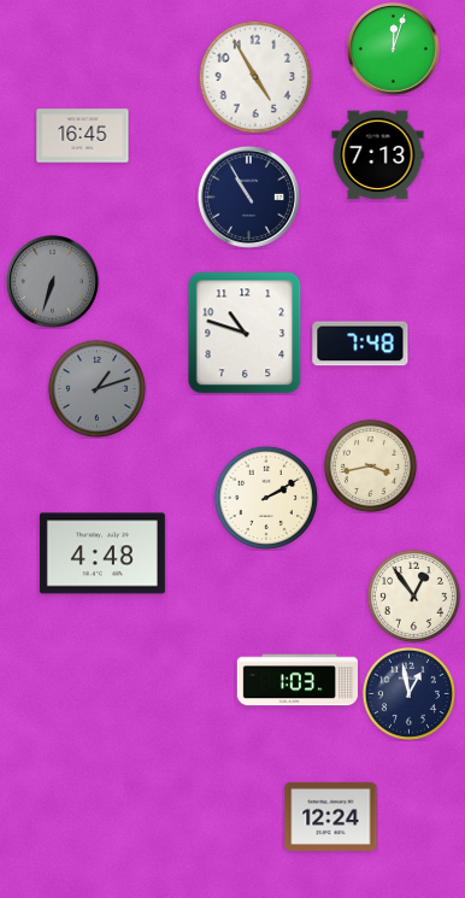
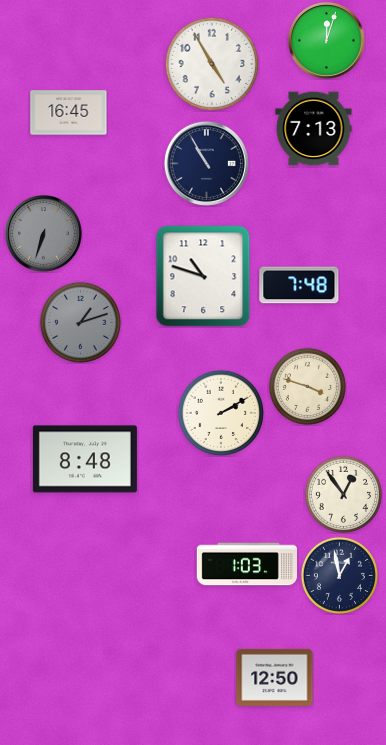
clock at (370, 465): 3:43 -> 3:48
clock at (102, 553): 4:48 -> 8:48
clock at (331, 816): 12:24 -> 12:50
